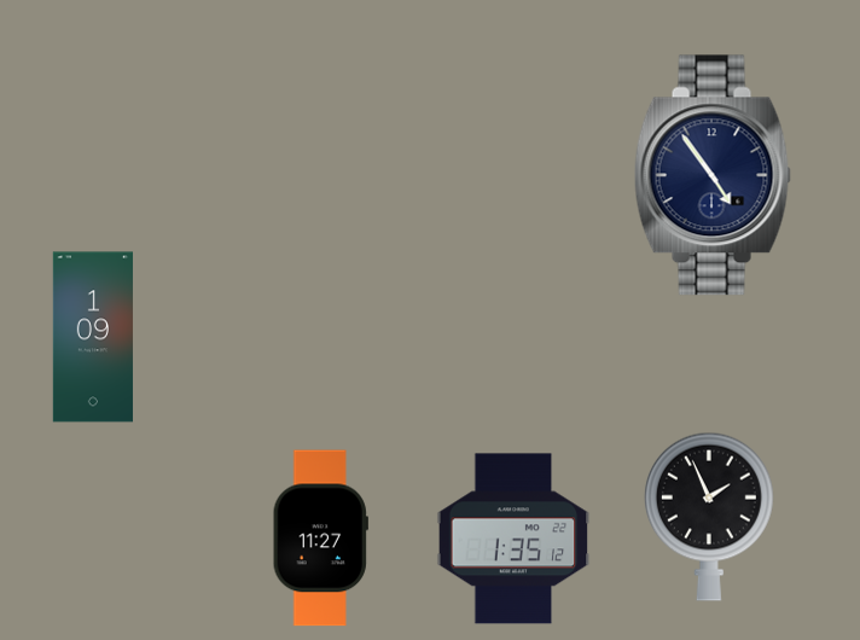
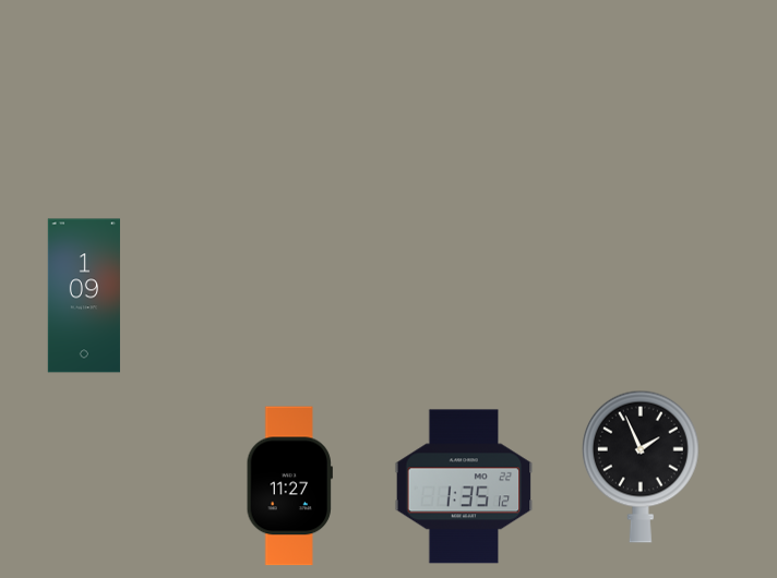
clock at (713, 175): 4:54 -> none
clock at (93, 337) position: (93, 337) -> (84, 296)
